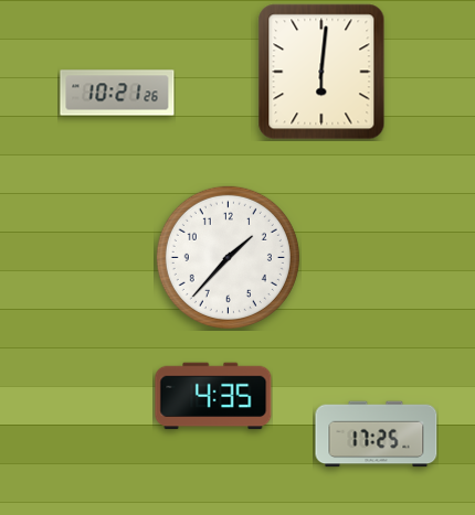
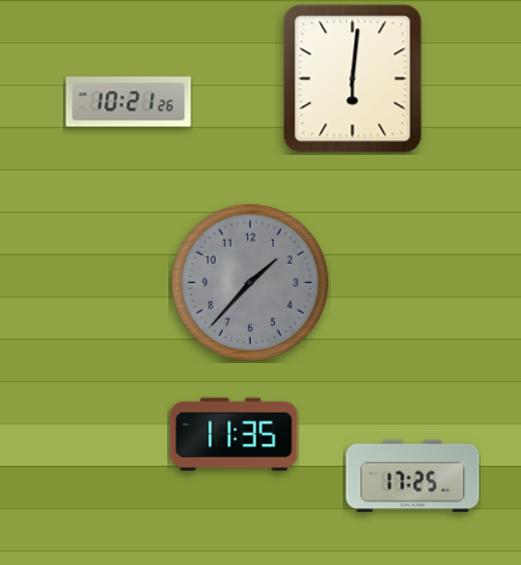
clock at (228, 257) dial: white -> grey
clock at (213, 396): 4:35 -> 11:35
